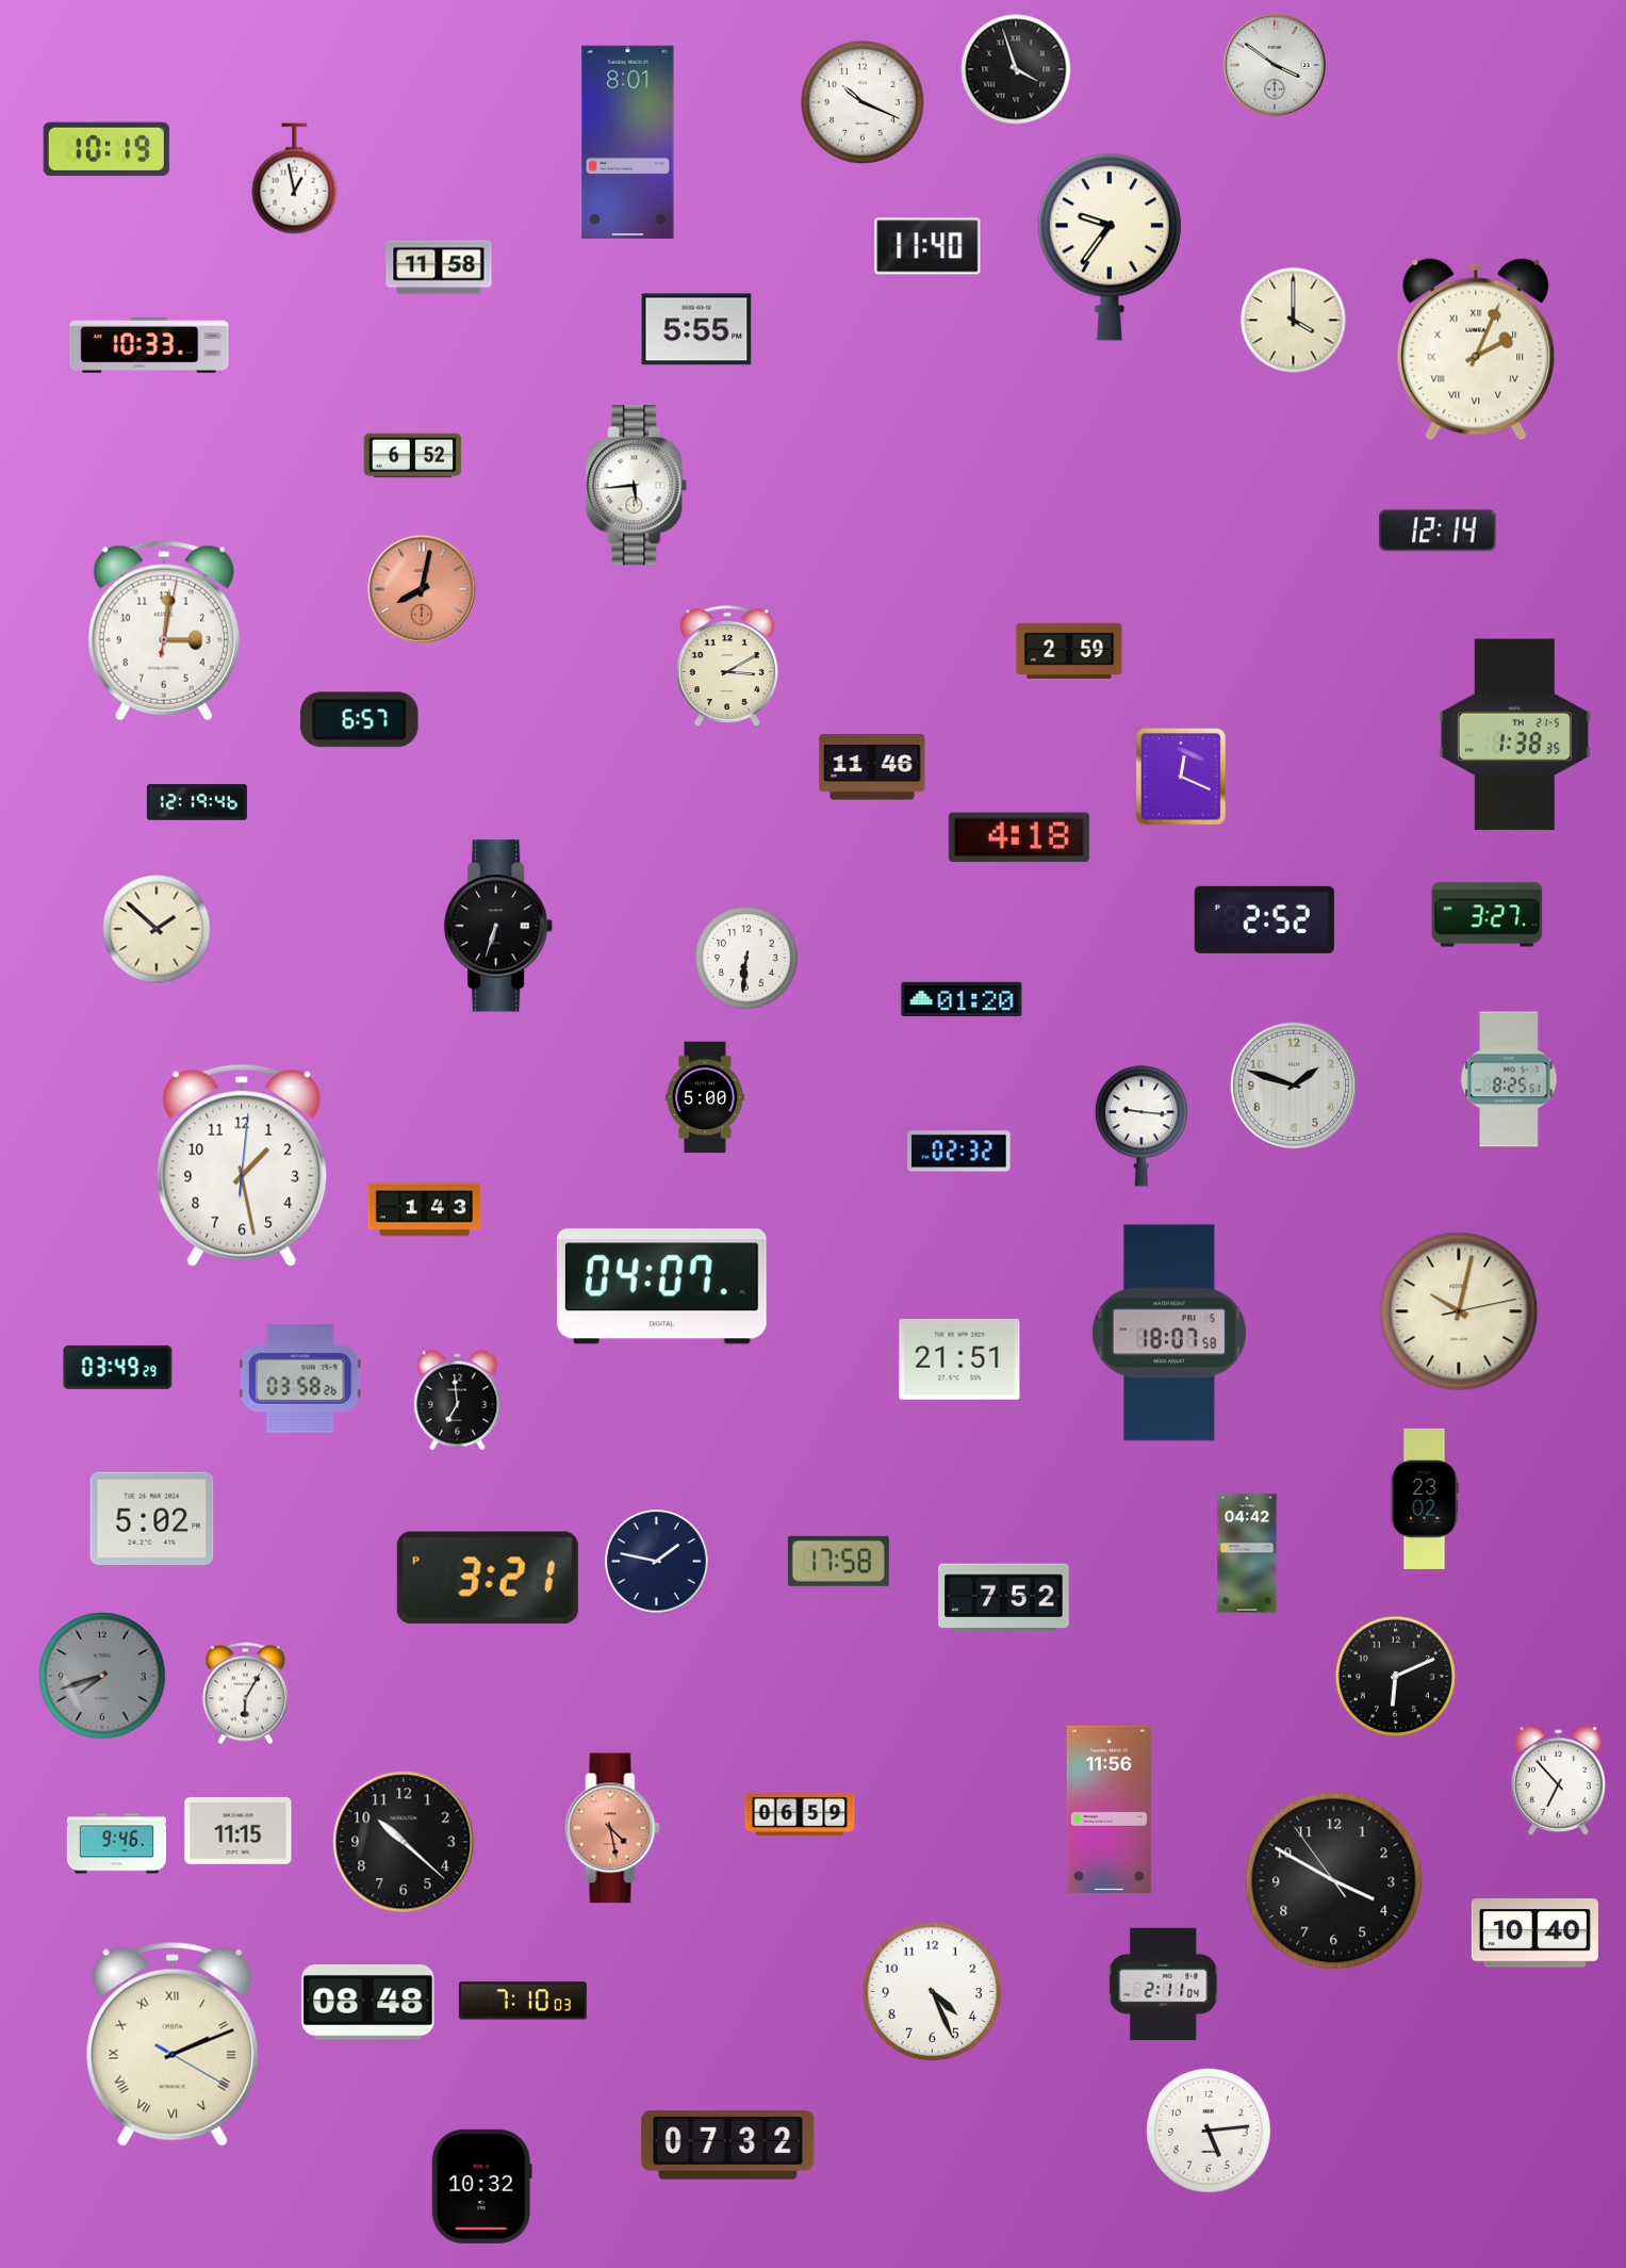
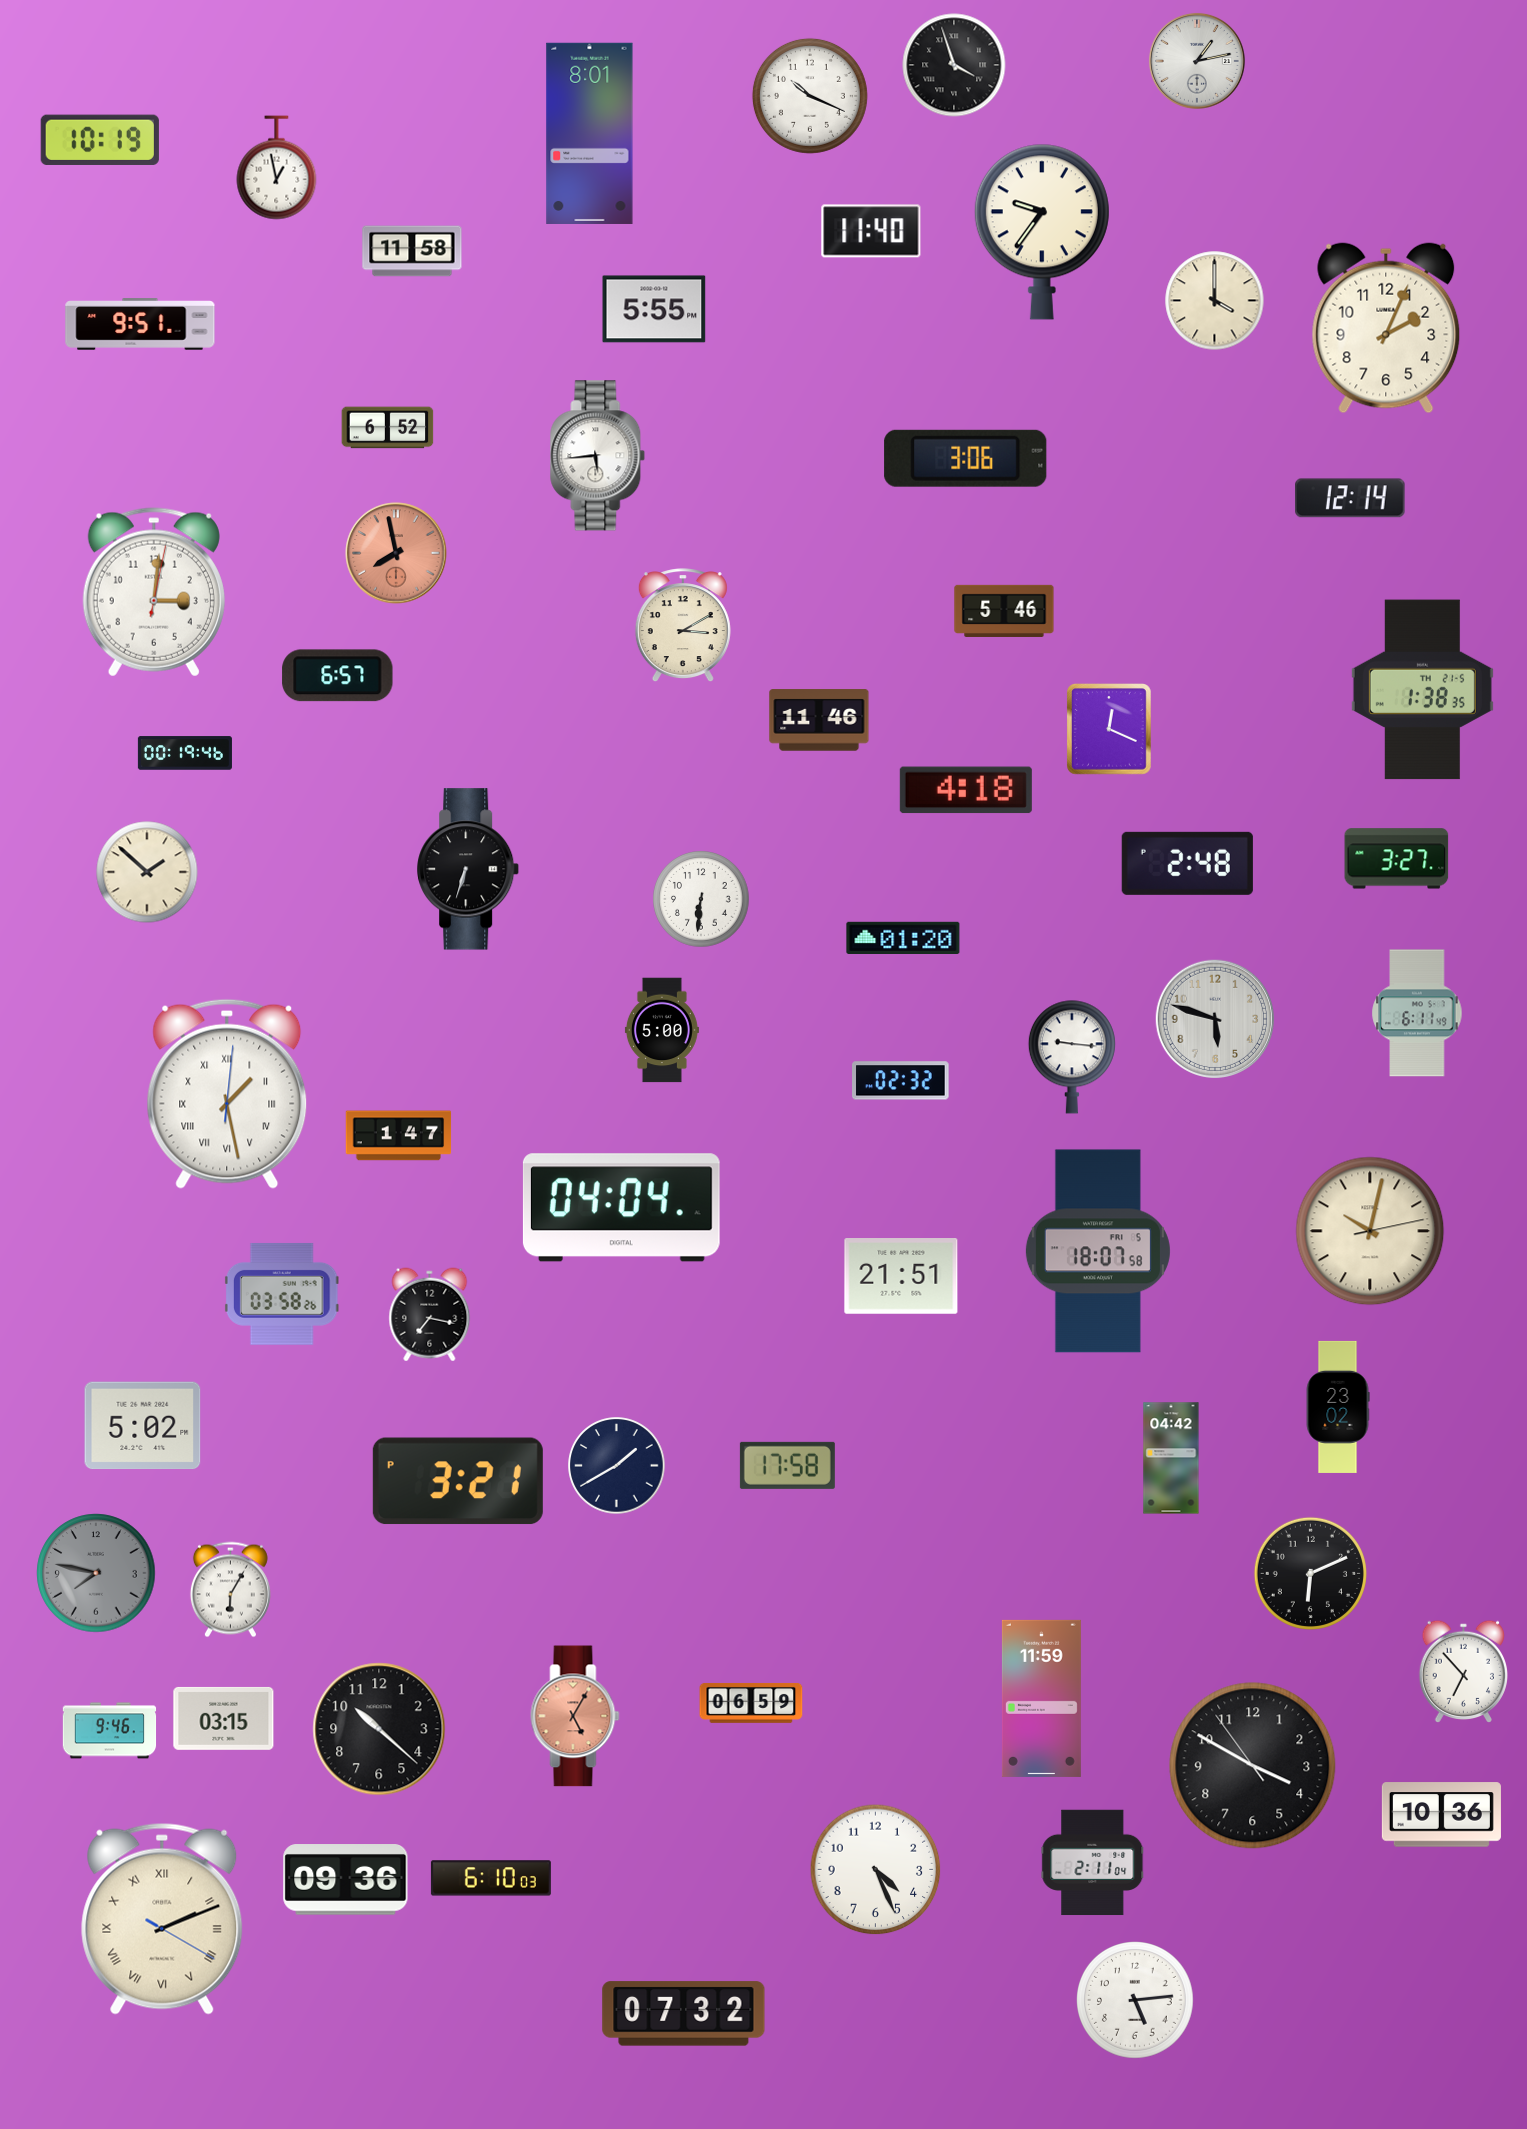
clock at (1275, 65): 3:51 -> 1:13
clock at (149, 345): 10:33 -> 9:51
clock at (1476, 349) numerals: Roman -> Arabic
clock at (966, 458): none -> 3:06
clock at (422, 589): 8:02 -> 7:58
clock at (1069, 651): 2:59 -> 5:46
clock at (197, 802): 12:19 -> 00:19
clock at (1019, 837) position: (1019, 837) -> (966, 790)
clock at (1264, 919): 2:52 -> 2:48
clock at (1509, 1079): 8:25 -> 6:11
clock at (1293, 1084): 1:48 -> 5:48
clock at (242, 1165) numerals: Arabic -> Roman
clock at (425, 1210): 1:43 -> 1:47
clock at (661, 1287): 04:07 -> 04:04
clock at (118, 1367): 03:49 -> none
clock at (458, 1401): 6:59 -> 7:17
clock at (657, 1562): 1:47 -> 1:40
clock at (1004, 1598): 7:52 -> none
clock at (102, 1676): 7:42 -> 7:47
clock at (1108, 1809): 11:56 -> 11:59
clock at (612, 1828): 4:28 -> 5:05
clock at (239, 1830): 11:15 -> 03:15
clock at (1534, 1933): 10:40 -> 10:36
clock at (523, 2001): 7:10 -> 6:10
clock at (368, 2003): 08:48 -> 09:36
clock at (481, 2186): 10:32 -> none
